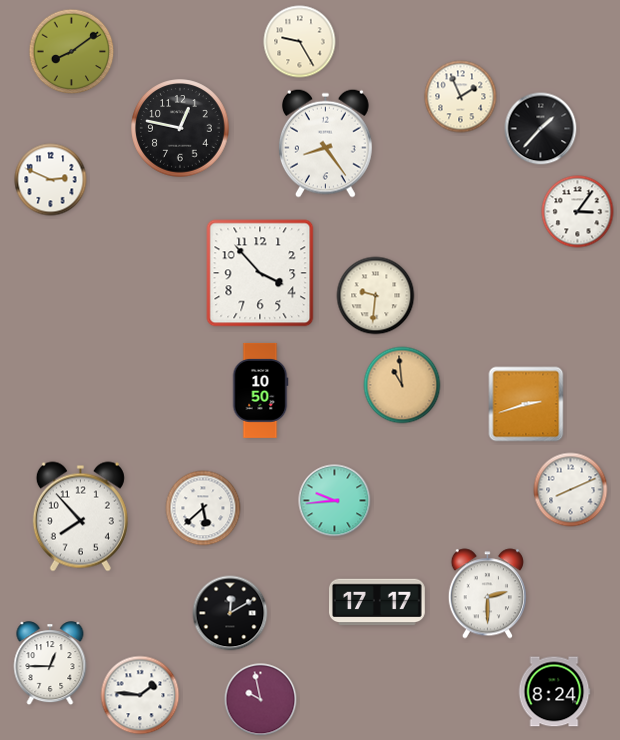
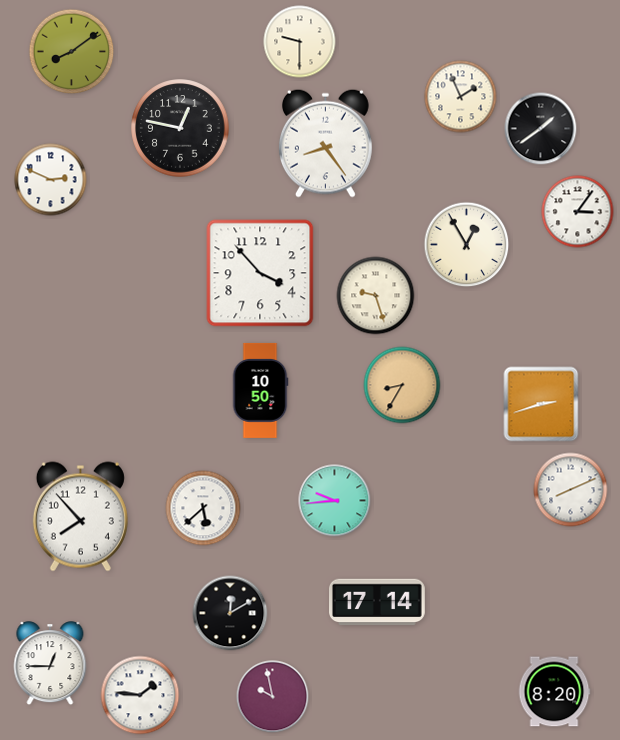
clock at (300, 42): 9:25 -> 9:30
clock at (541, 129): 1:37 -> 1:39
clock at (467, 245): none -> 12:55
clock at (376, 296): 9:31 -> 9:27
clock at (402, 385): 10:59 -> 8:35
clock at (526, 404) position: (526, 404) -> (541, 404)
clock at (487, 594): 2:30 -> none
clock at (378, 602): 17:17 -> 17:14
clock at (554, 692): 8:24 -> 8:20
clock at (261, 700) position: (261, 700) -> (273, 697)
